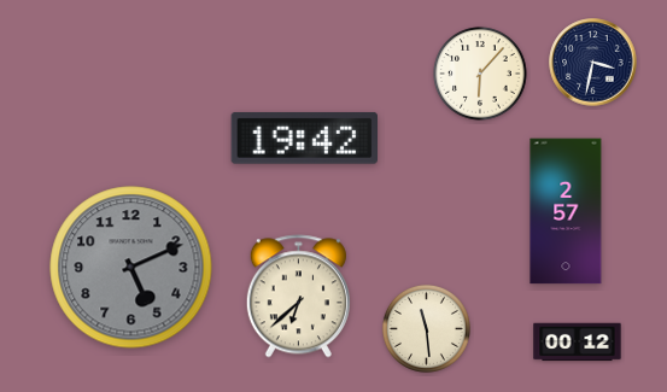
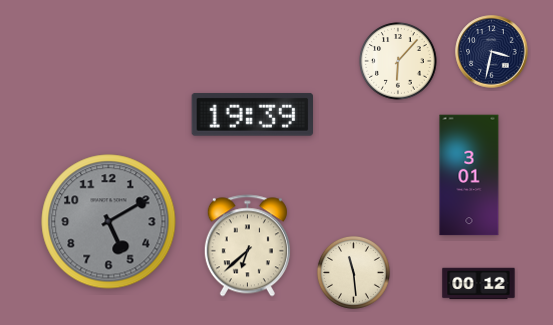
clock at (304, 138): 19:42 -> 19:39
clock at (566, 211): 2:57 -> 3:01
clock at (131, 268): 5:11 -> 5:10
